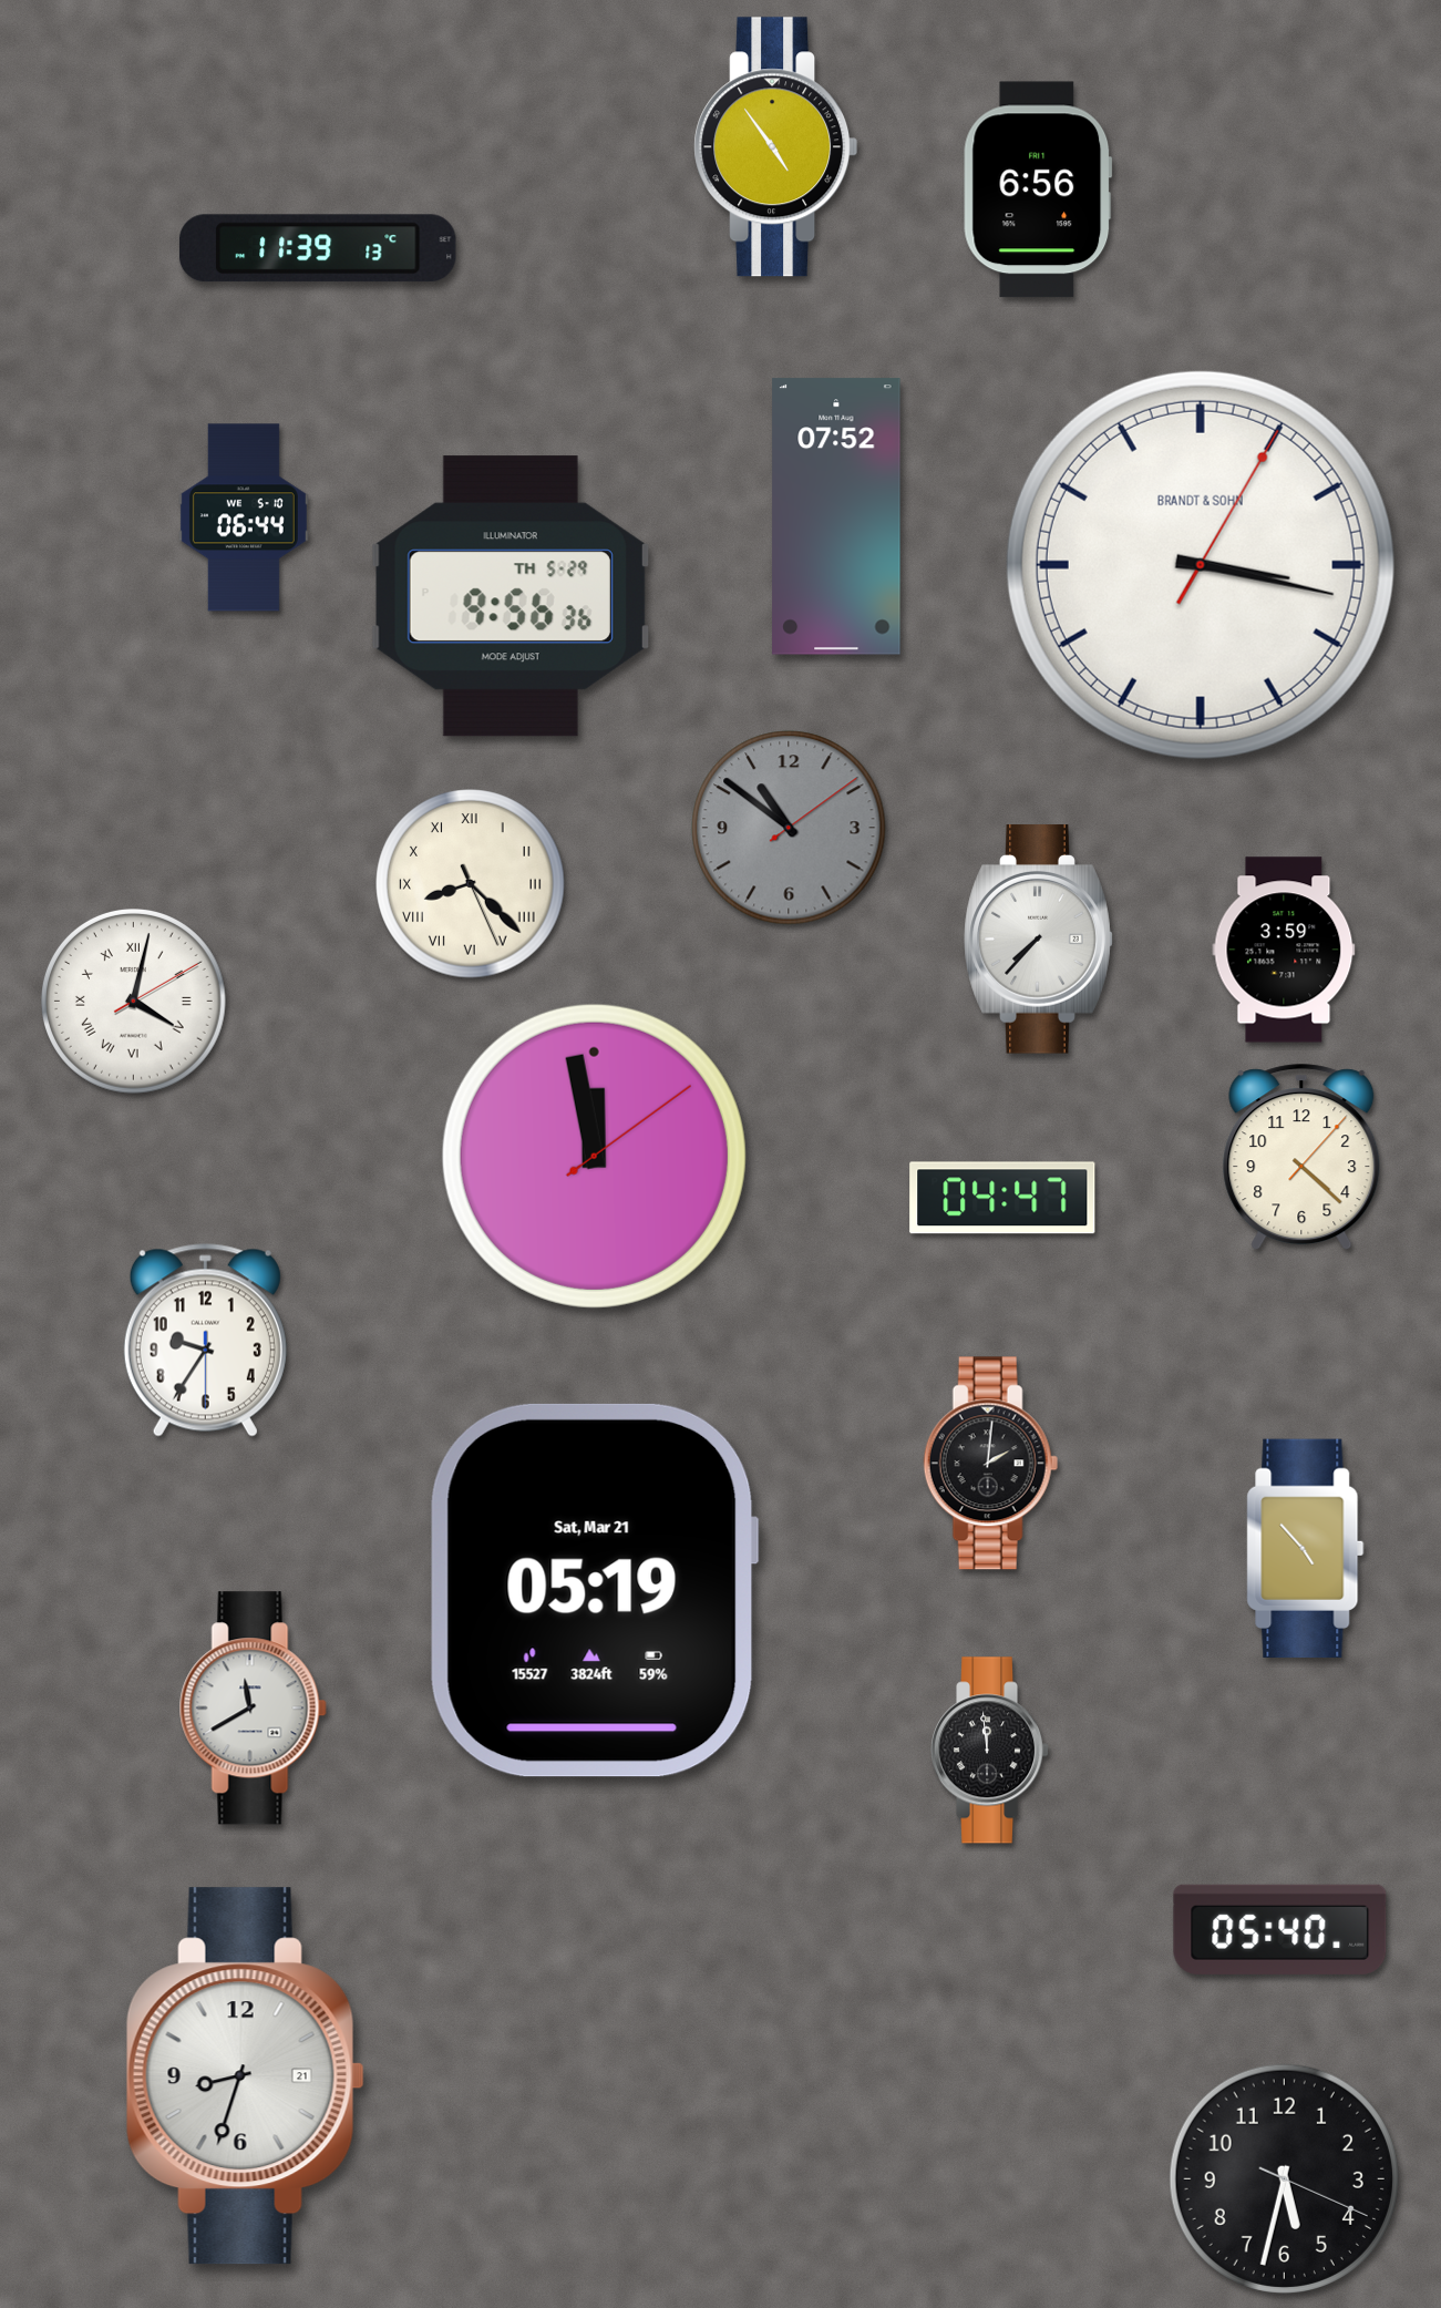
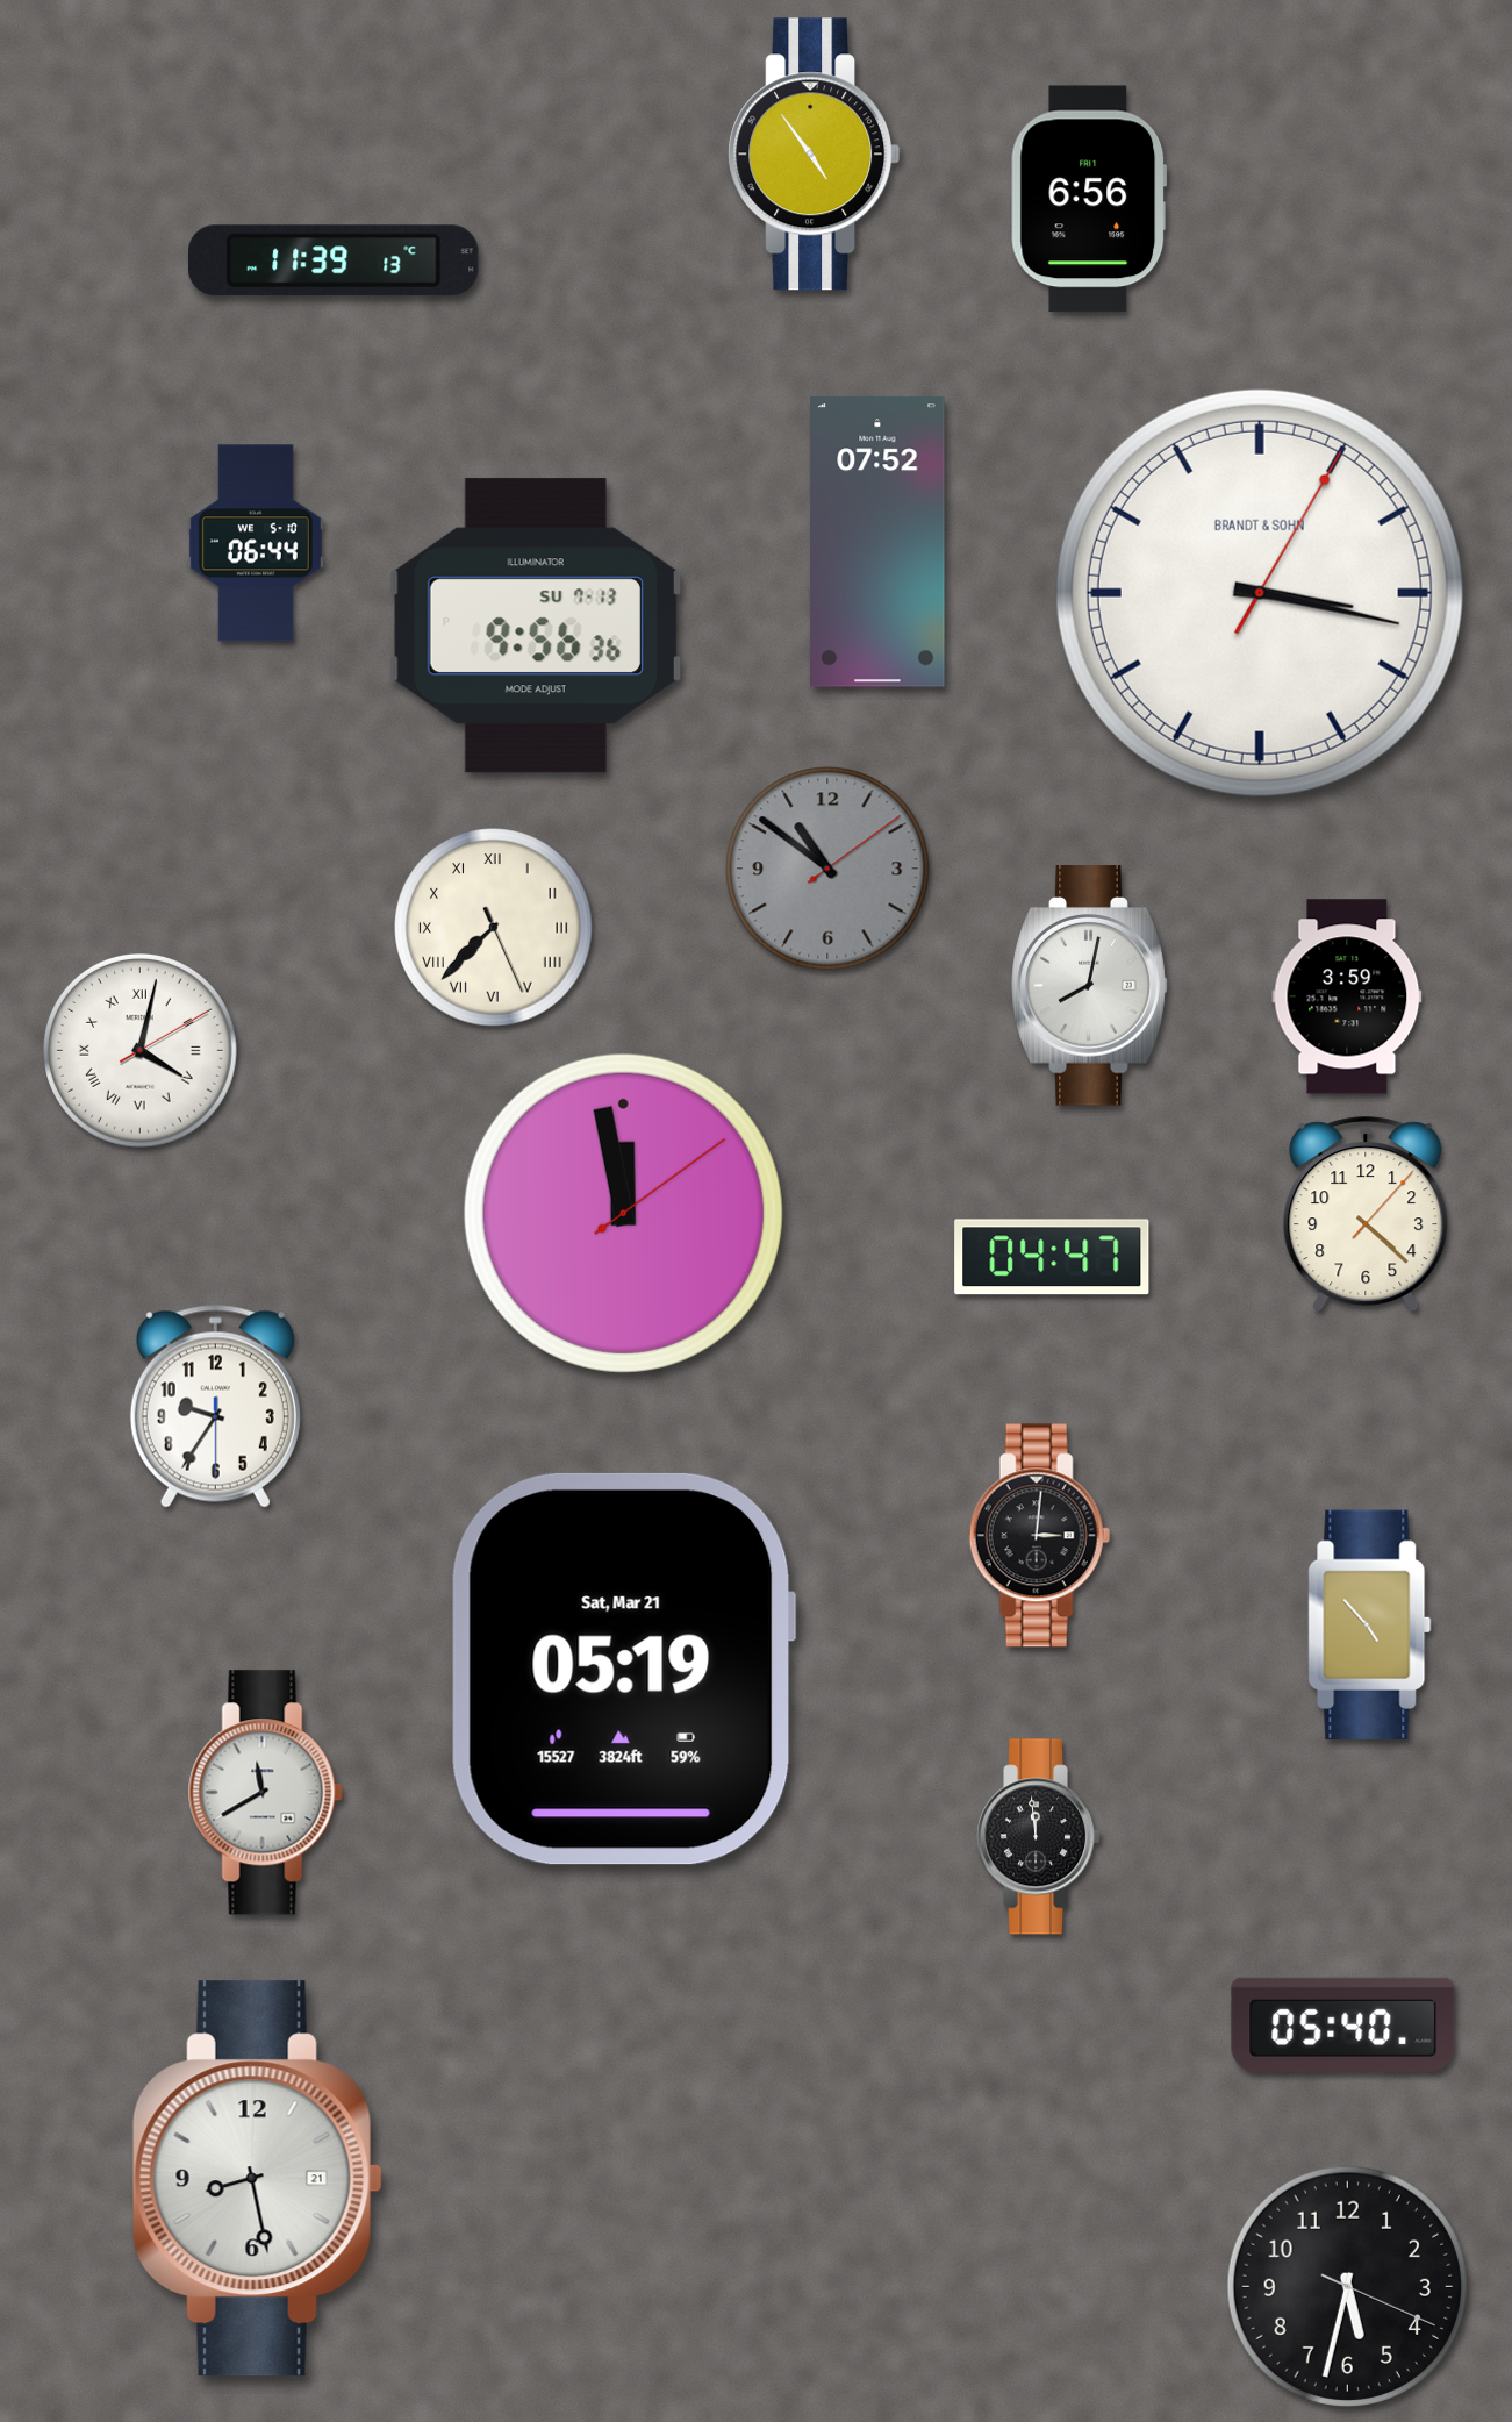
clock at (511, 596) date: TH 5-29 -> SU 7-13
clock at (471, 884): 8:22 -> 7:37
clock at (1039, 940): 7:37 -> 8:02
clock at (990, 1464): 2:01 -> 3:01
clock at (245, 2076): 8:33 -> 8:28
